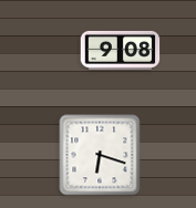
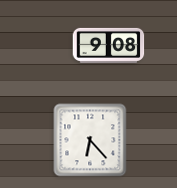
clock at (100, 155): 6:18 -> 6:23
